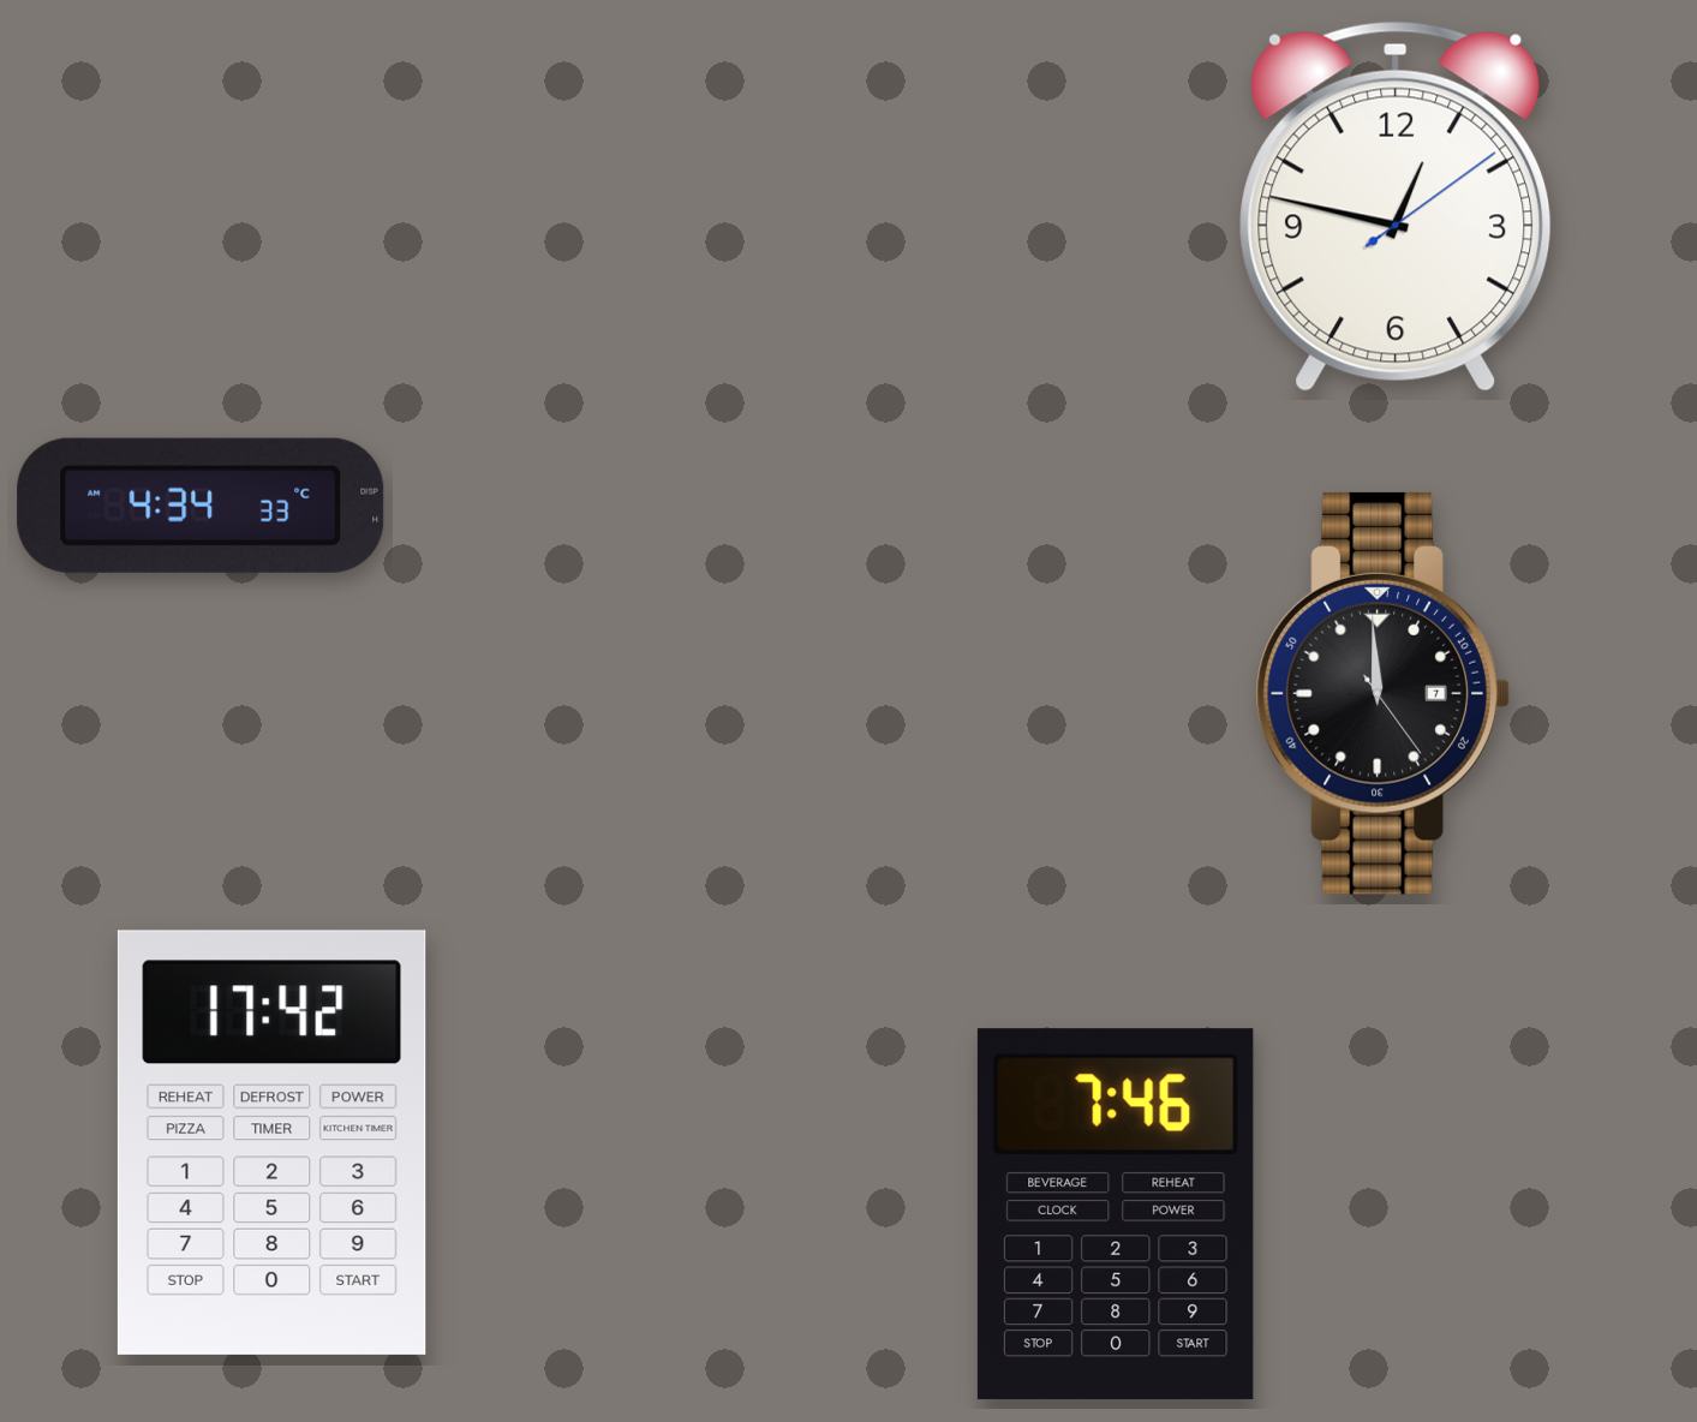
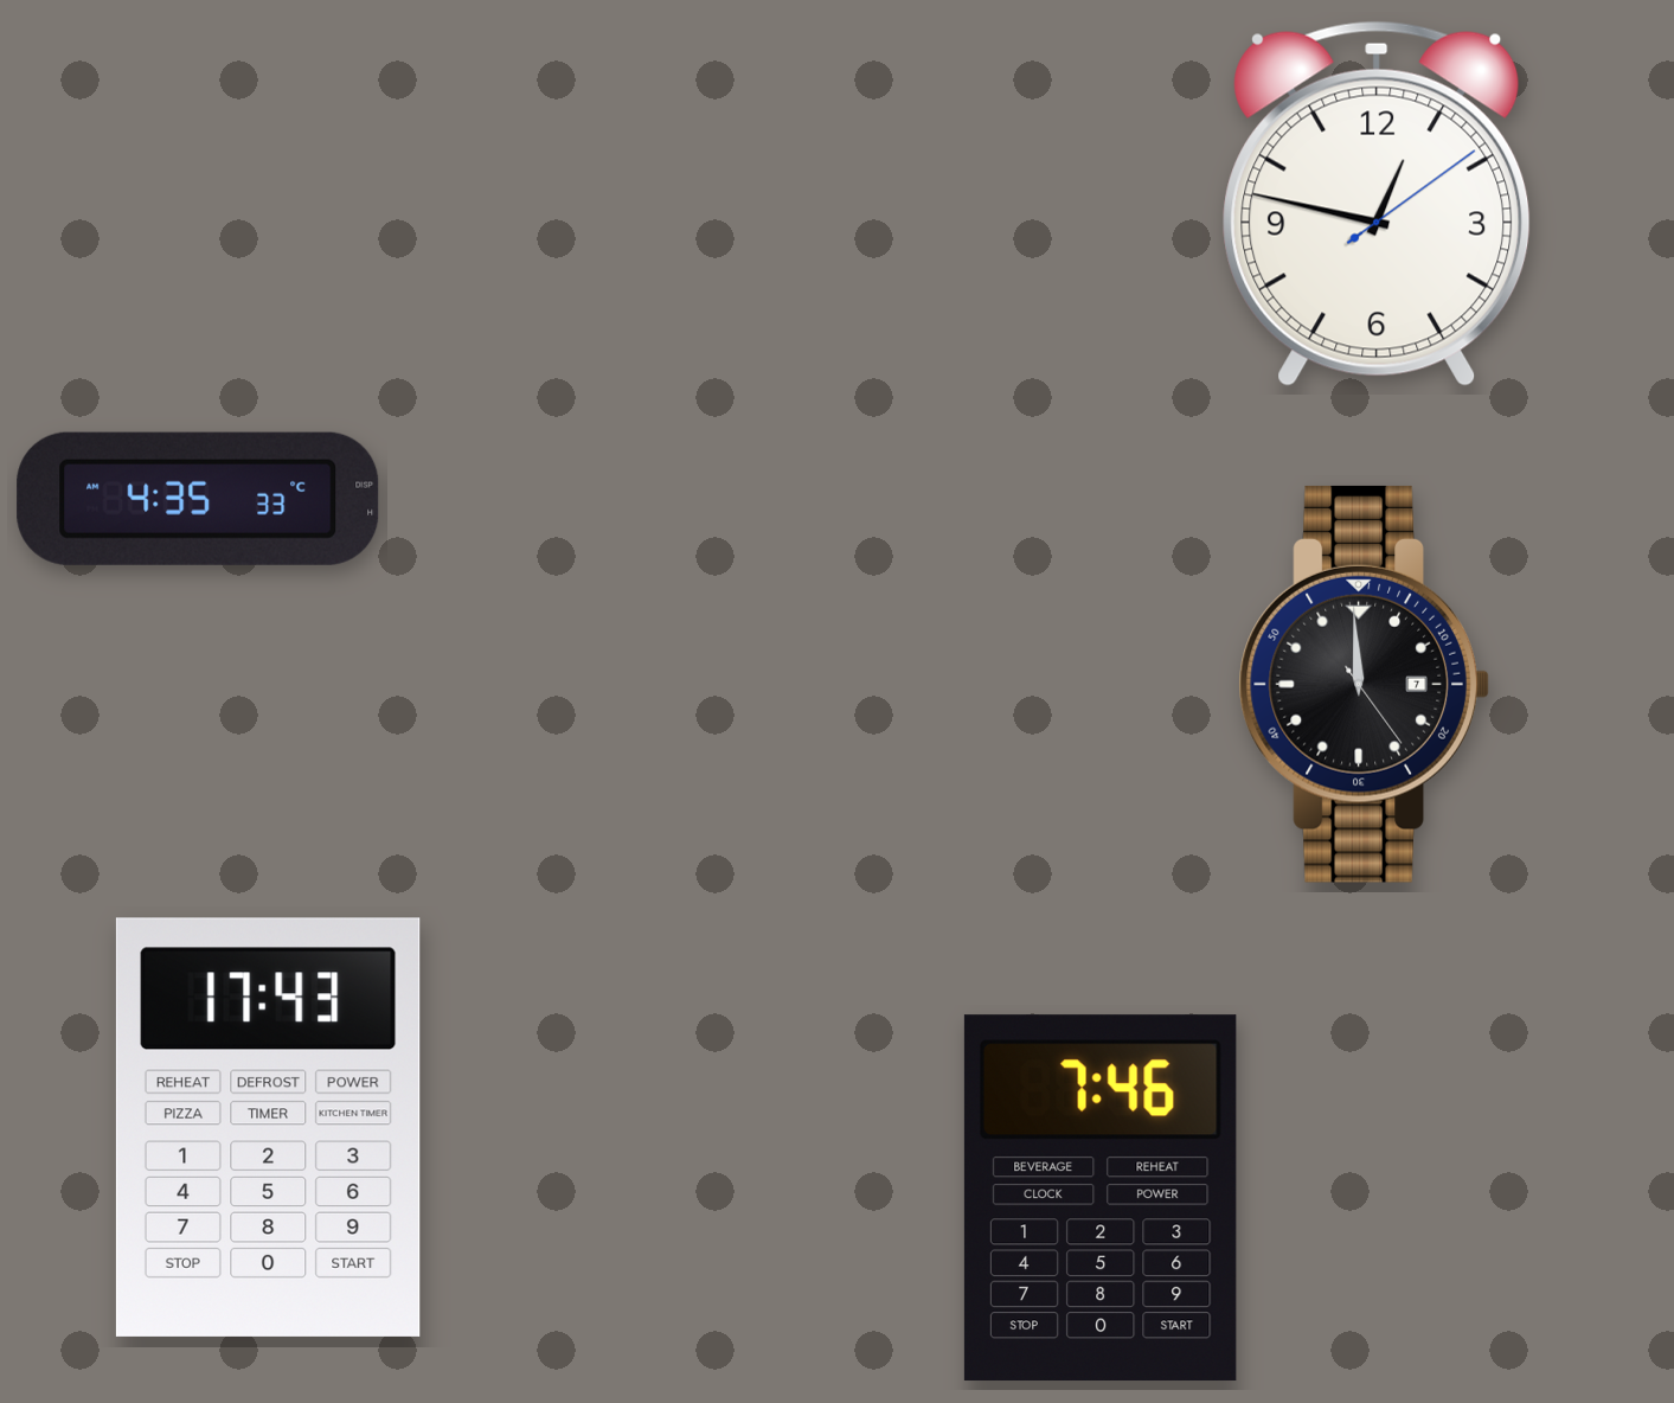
clock at (201, 506): 4:34 -> 4:35
clock at (271, 1142): 17:42 -> 17:43
